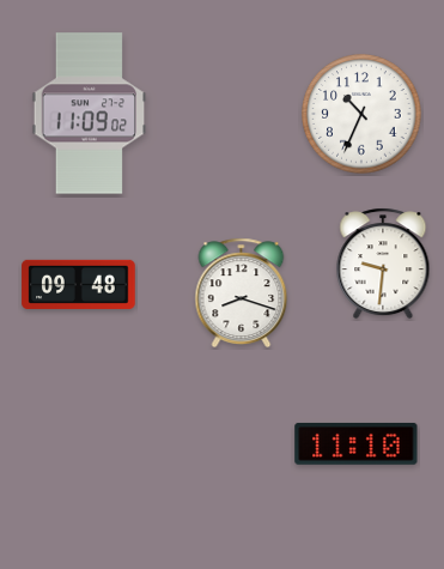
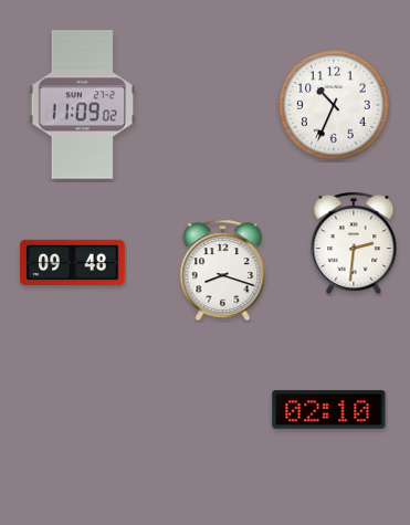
clock at (383, 264): 9:31 -> 2:31
clock at (357, 443): 11:10 -> 02:10
